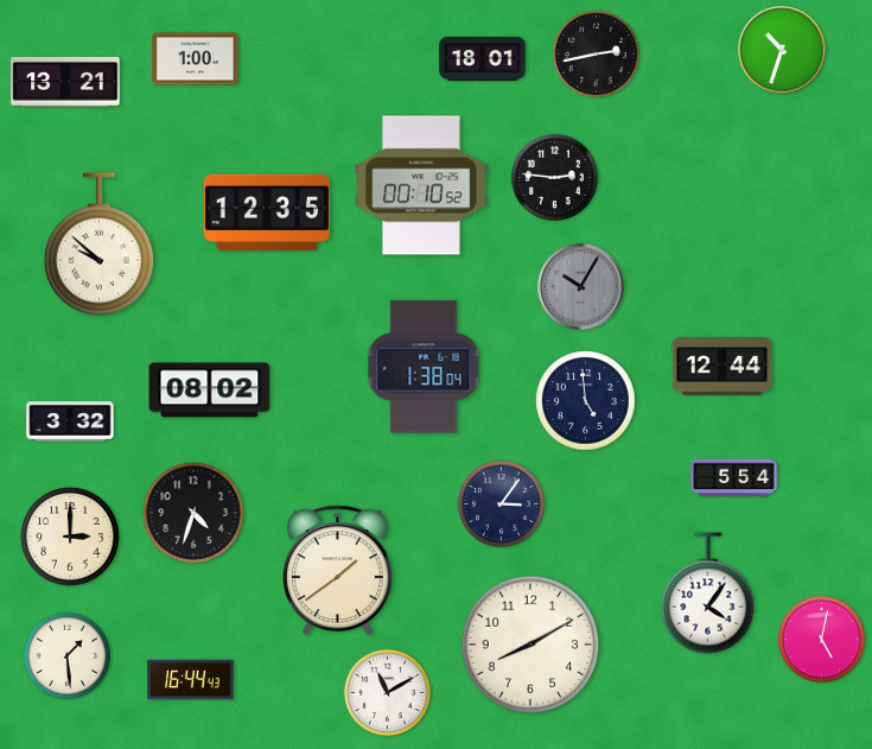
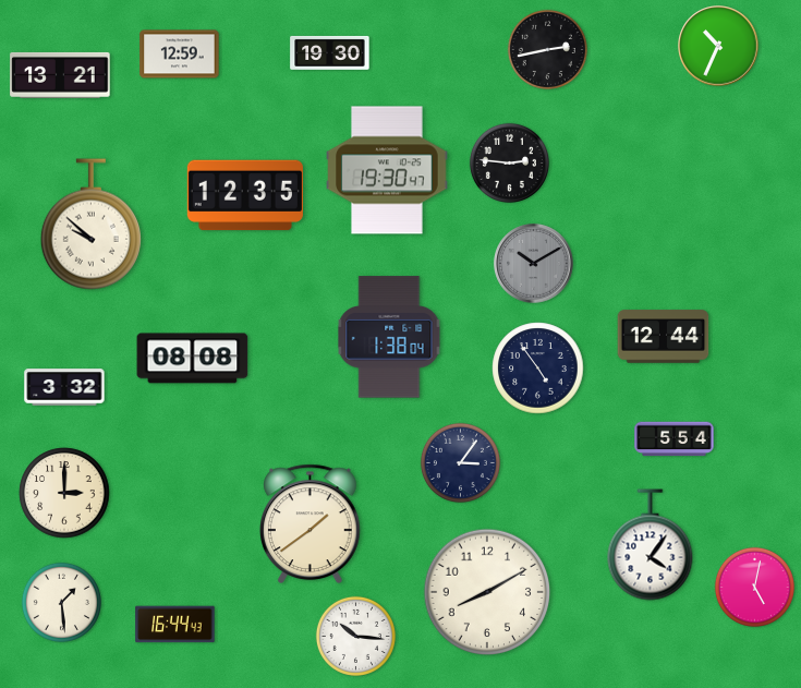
clock at (782, 50): 10:33 -> 10:34
clock at (330, 52): none -> 19:30
clock at (483, 58): 18:01 -> none
clock at (196, 59): 1:00 -> 12:59
clock at (421, 185): 00:10 -> 19:30
clock at (581, 287): 10:05 -> 10:10
clock at (210, 391): 08:02 -> 08:08
clock at (586, 401): 4:59 -> 4:54
clock at (193, 513): 4:33 -> none
clock at (387, 692): 11:10 -> 10:16
